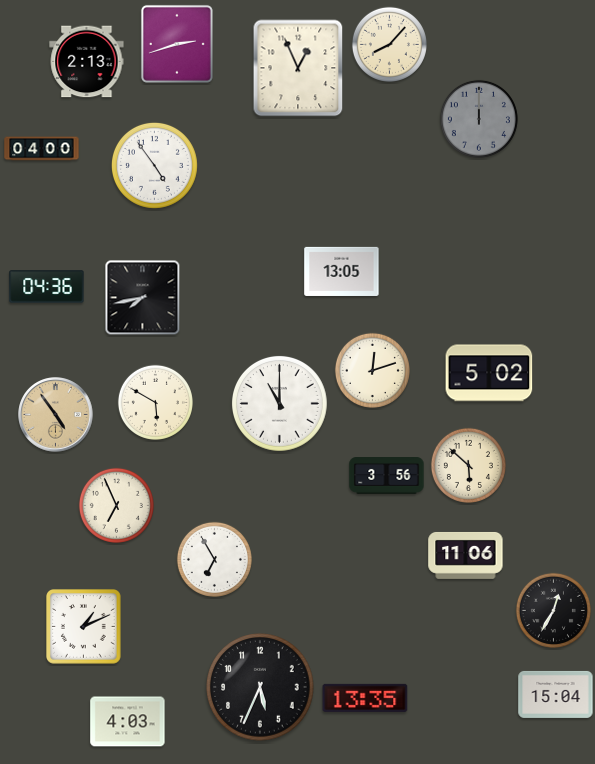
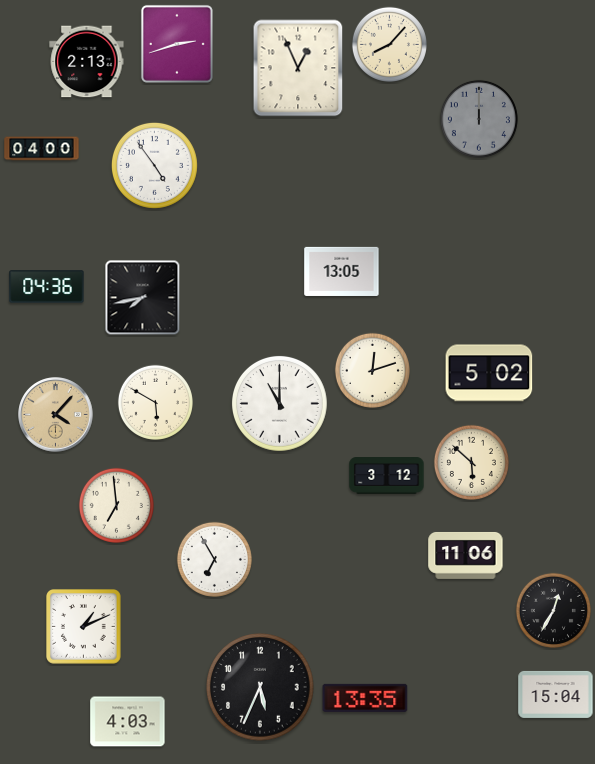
clock at (56, 415): 4:54 -> 4:07
clock at (468, 465) position: (468, 465) -> (471, 462)
clock at (387, 476): 3:56 -> 3:12
clock at (116, 505): 6:56 -> 6:59
